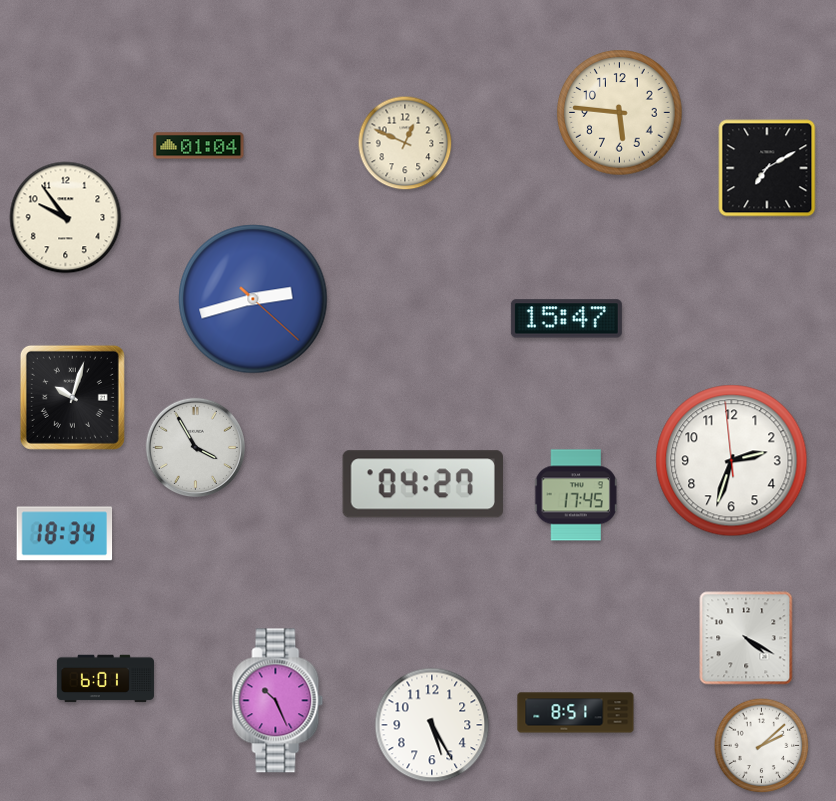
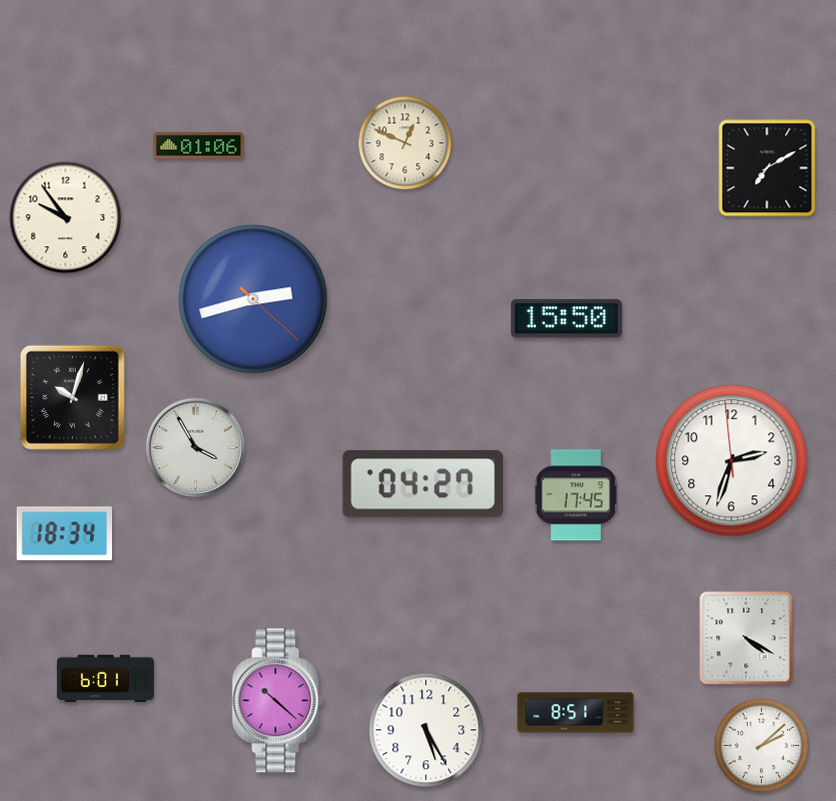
clock at (620, 113): 5:46 -> none
clock at (199, 146): 01:04 -> 01:06
clock at (566, 319): 15:47 -> 15:50
clock at (278, 701): 10:26 -> 10:22
clock at (432, 725) position: (432, 725) -> (426, 730)
